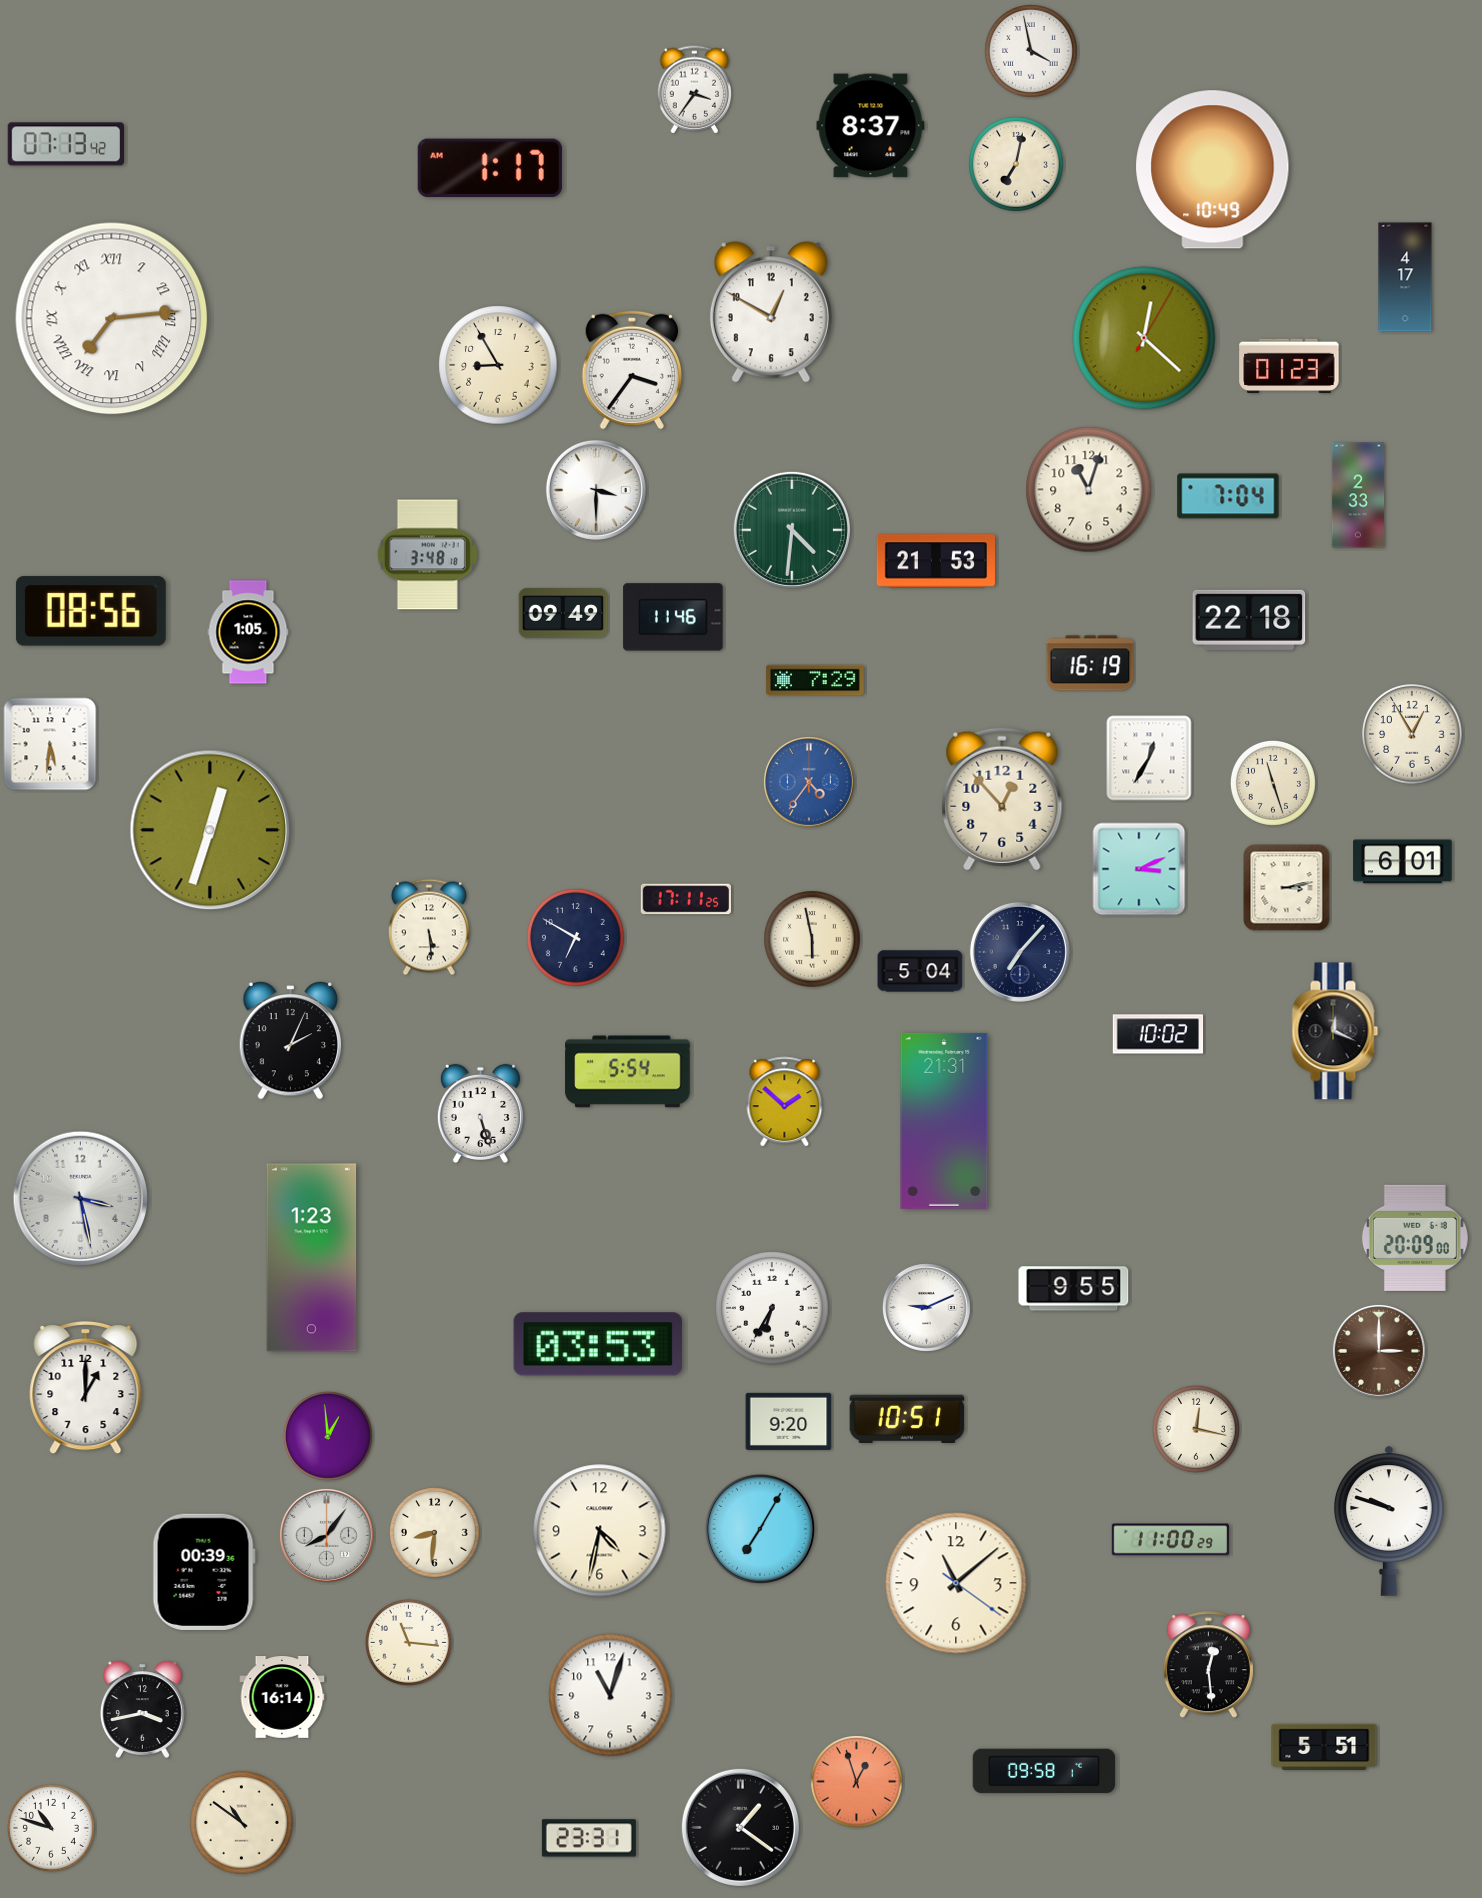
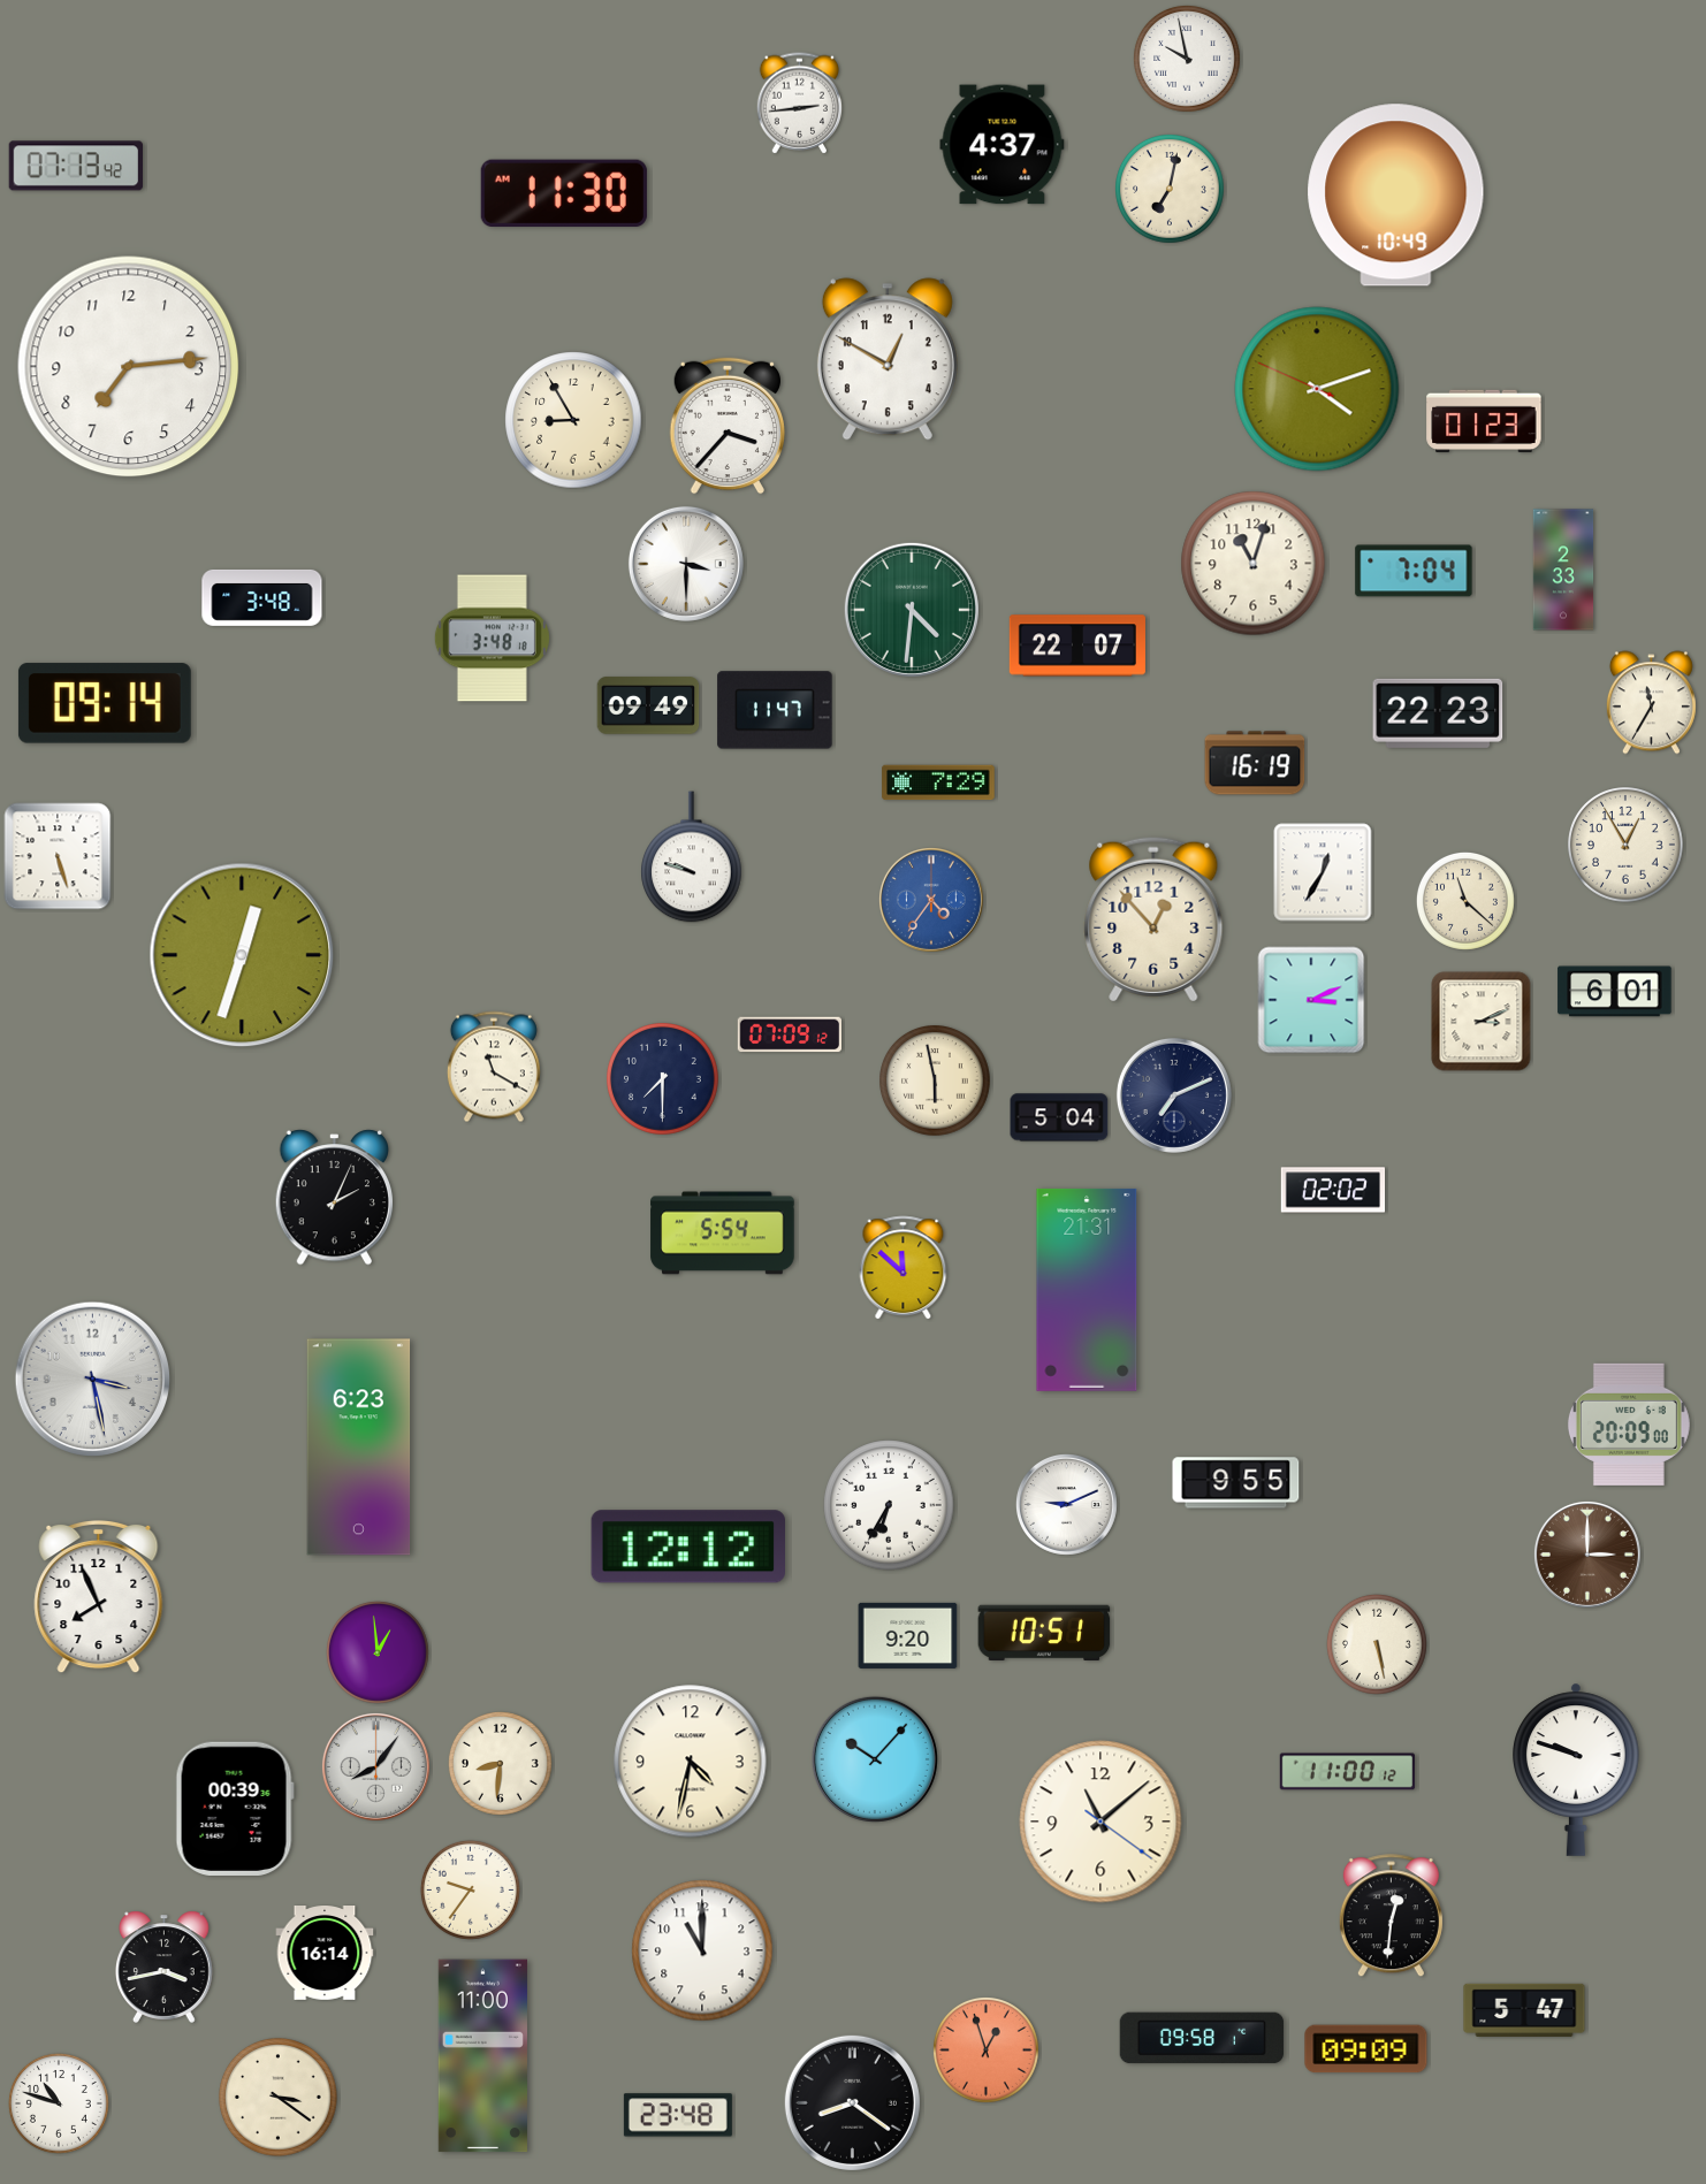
clock at (1032, 52): 3:58 -> 9:58
clock at (695, 90): 3:36 -> 2:44
clock at (871, 126): 8:37 -> 4:37
clock at (490, 167): 1:17 -> 11:30
clock at (1405, 277): 4:17 -> none
clock at (112, 319) numerals: Roman -> Arabic
clock at (1144, 338): 12:22 -> 4:11
clock at (632, 370): 3:36 -> 3:37
clock at (262, 597): none -> 3:48
clock at (936, 561): 21:53 -> 22:07
clock at (91, 611): 08:56 -> 09:14
clock at (1651, 703): none -> 11:35
clock at (673, 617): 11:46 -> 11:47
clock at (1249, 620): 22:18 -> 22:23
clock at (248, 632): 1:05 -> none
clock at (50, 744): 5:31 -> 5:27
clock at (692, 857): none -> 9:48
clock at (1273, 783): 11:27 -> 11:22
clock at (1287, 888): 3:13 -> 3:11
clock at (685, 899): 17:11 -> 07:09
clock at (429, 927): 5:29 -> 11:20
clock at (576, 938): 6:50 -> 7:30
clock at (1020, 952): 7:07 -> 7:11
clock at (1335, 1031): 12:19 -> none
clock at (1158, 1034): 10:02 -> 02:02
clock at (785, 1102): 1:52 -> 11:52
clock at (480, 1114): 5:27 -> none
clock at (312, 1258): 1:23 -> 6:23
clock at (597, 1344): 03:53 -> 12:12
clock at (86, 1388): 1:00 -> 7:56
clock at (1196, 1429): 12:17 -> 5:28
clock at (1390, 1521) position: (1390, 1521) -> (1577, 1770)
clock at (760, 1529): 7:05 -> 10:07
clock at (1170, 1540): 11:00:29 -> 11:00:12
clock at (408, 1642): 11:16 -> 9:36
clock at (1208, 1665): 12:29 -> 12:31
clock at (610, 1695): 11:03 -> 11:00
clock at (1324, 1747): 5:51 -> 5:47
clock at (1366, 2049): none -> 09:09
clock at (482, 2056): none -> 11:00
clock at (242, 1823): 10:51 -> 3:21
clock at (740, 1827): 1:21 -> 8:21
clock at (589, 1838): 23:31 -> 23:48
